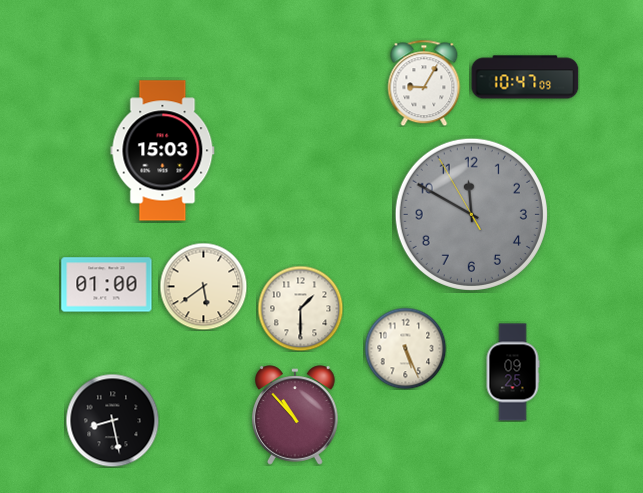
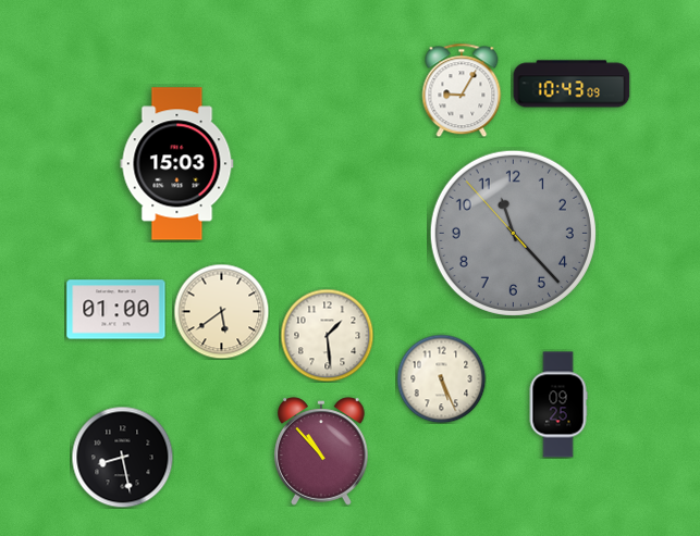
clock at (525, 77): 10:47 -> 10:43
clock at (471, 214): 11:49 -> 11:22
clock at (300, 308): 1:30 -> 1:29
